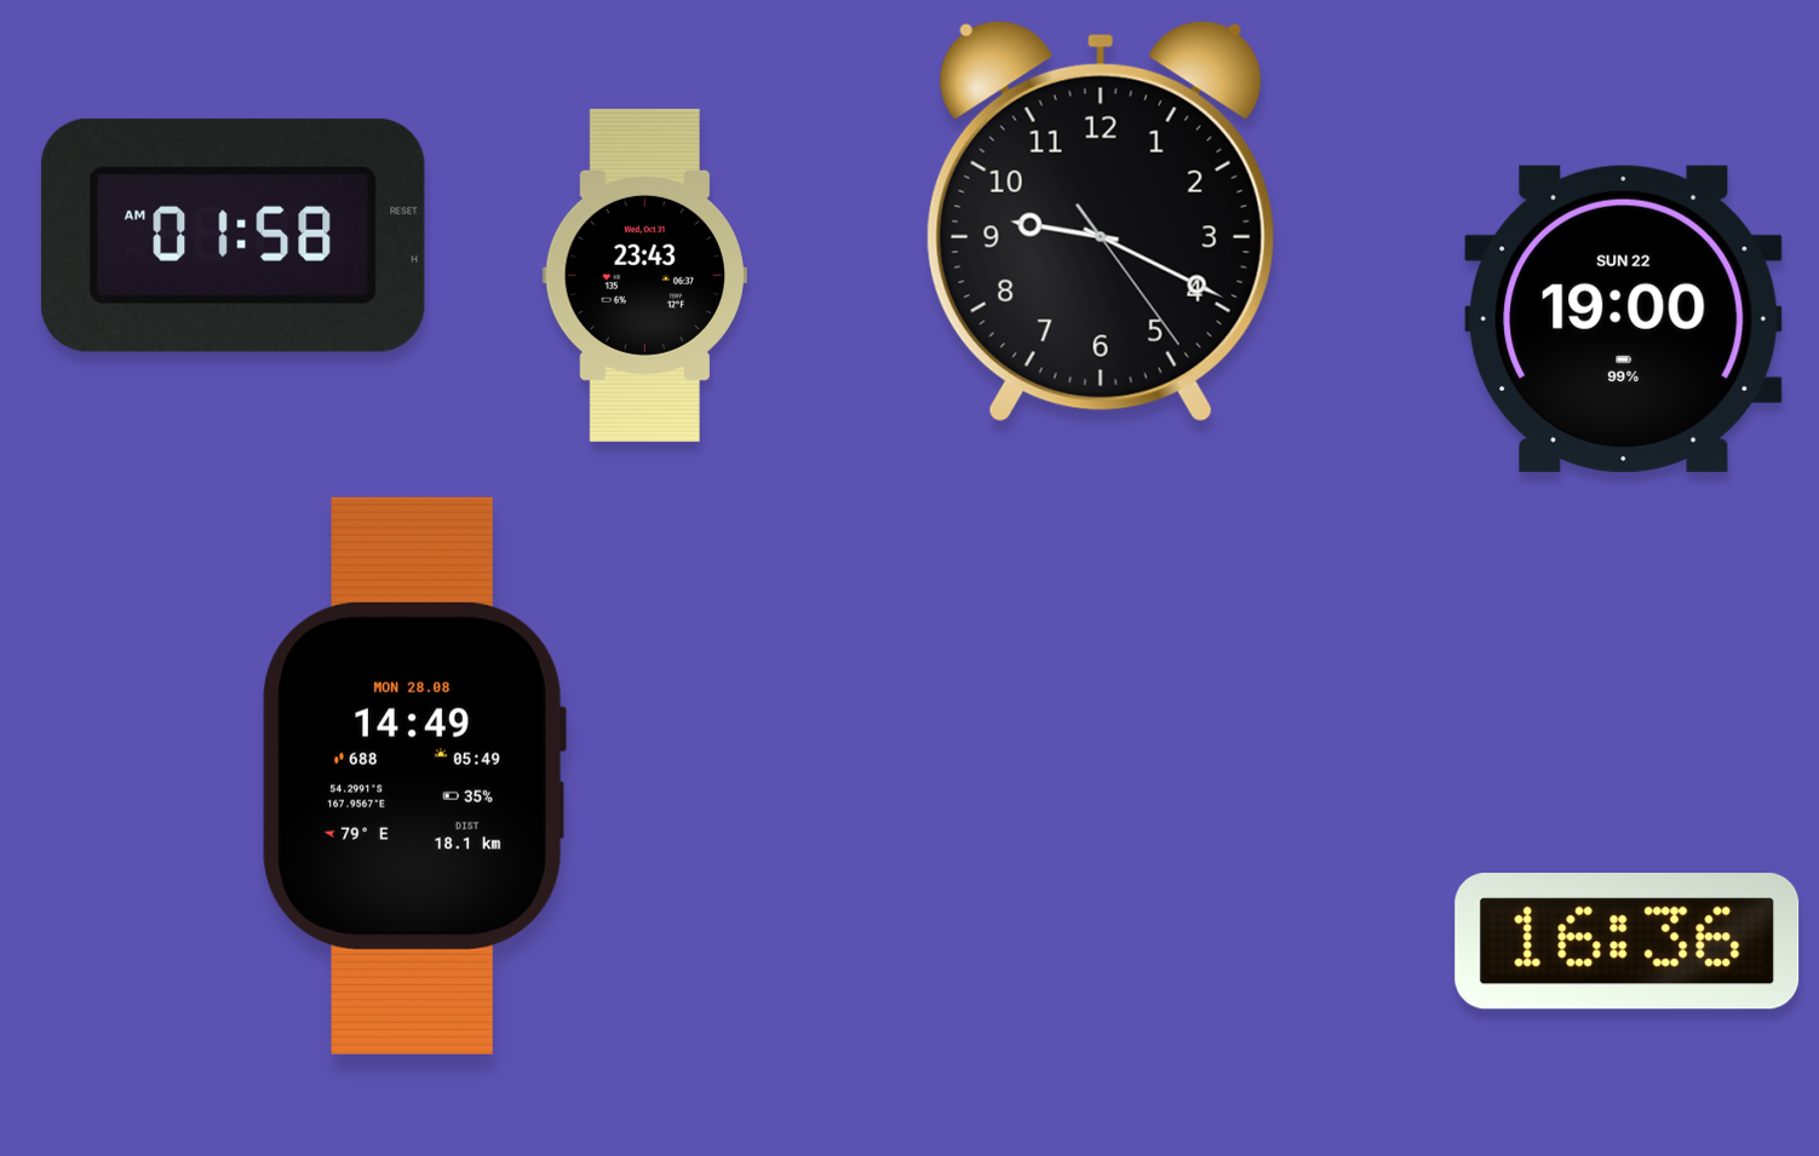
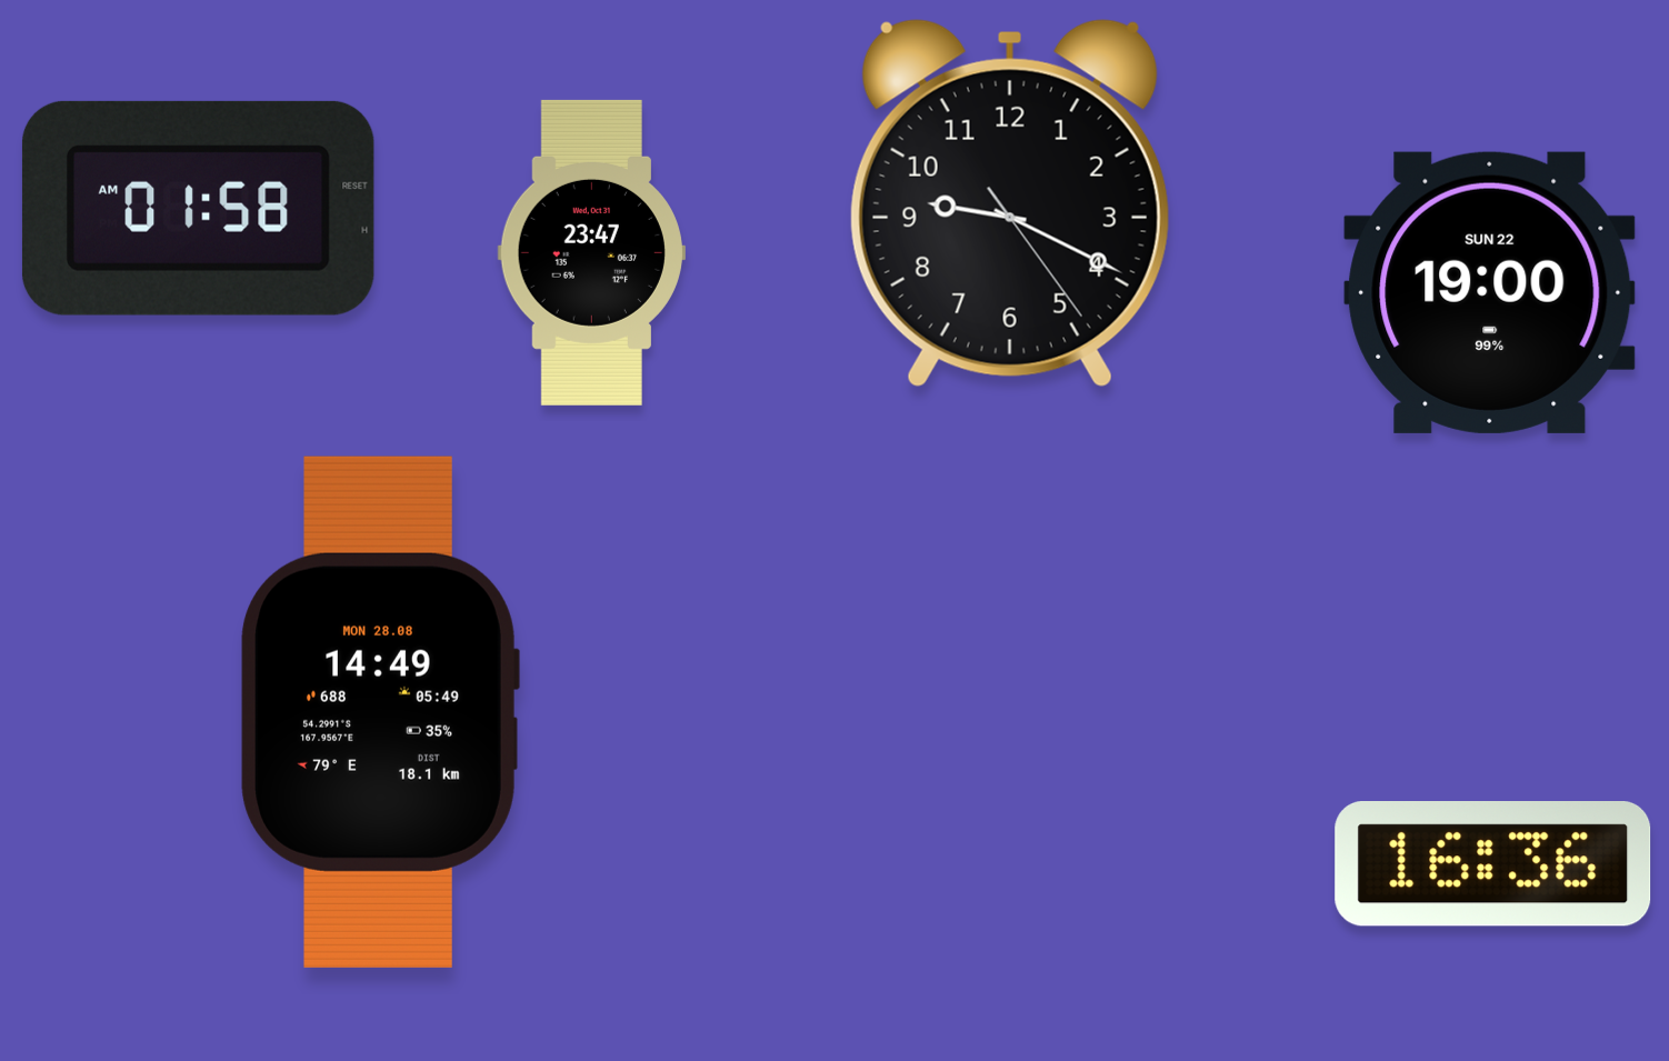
clock at (233, 235) position: (233, 235) -> (198, 208)
clock at (644, 275): 23:43 -> 23:47
